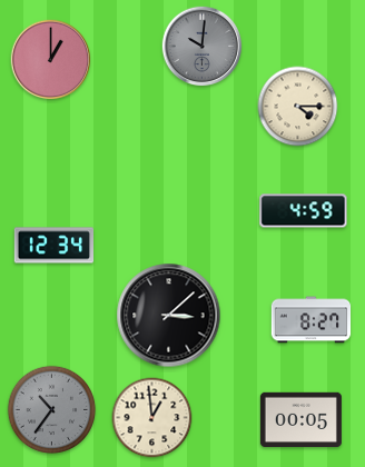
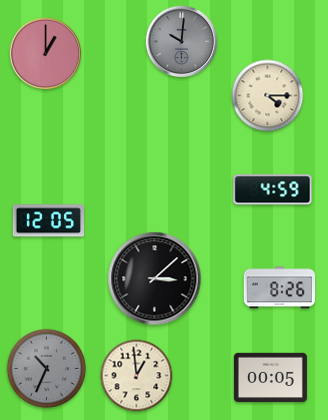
clock at (55, 246): 12:34 -> 12:05
clock at (169, 316) position: (169, 316) -> (155, 279)
clock at (312, 320): 8:27 -> 8:26
clock at (52, 410): 10:36 -> 10:34
